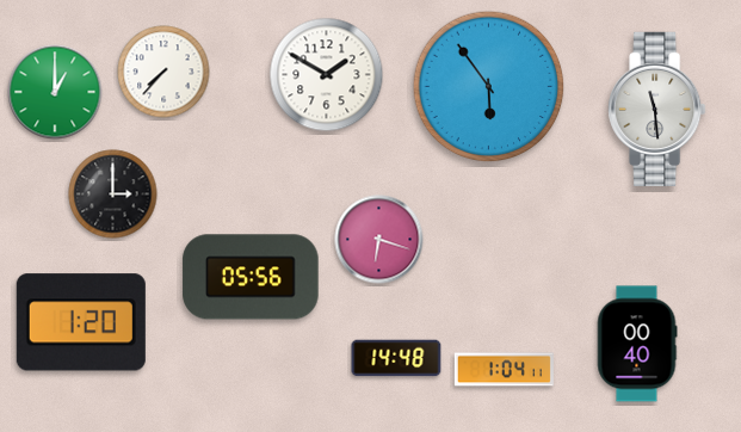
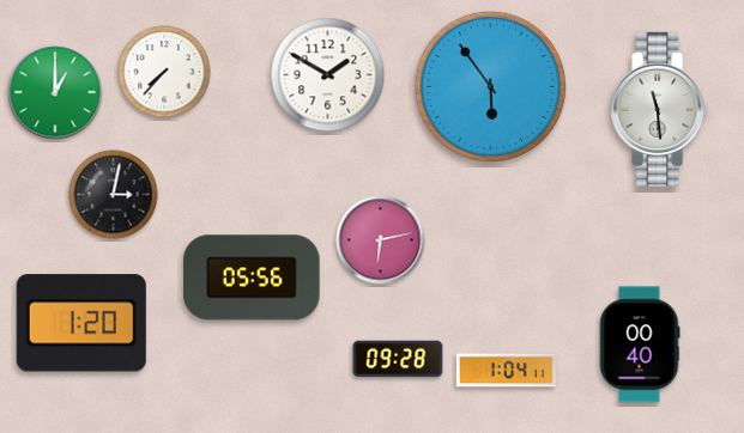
clock at (113, 195): 3:00 -> 3:02
clock at (379, 240): 6:18 -> 6:13
clock at (396, 358): 14:48 -> 09:28
